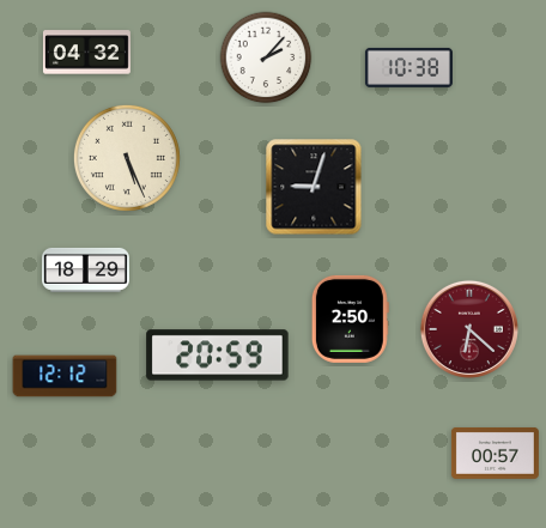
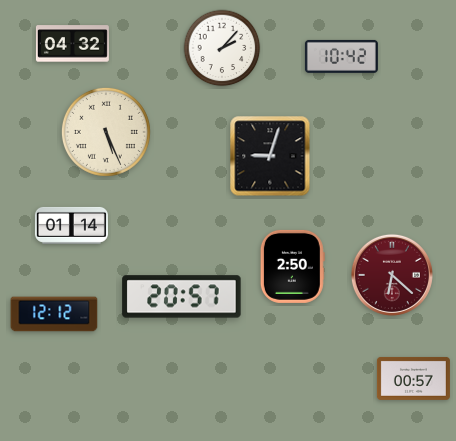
clock at (408, 67): 10:38 -> 10:42
clock at (314, 187) position: (314, 187) -> (270, 156)
clock at (85, 269): 18:29 -> 01:14
clock at (218, 356): 20:59 -> 20:57
